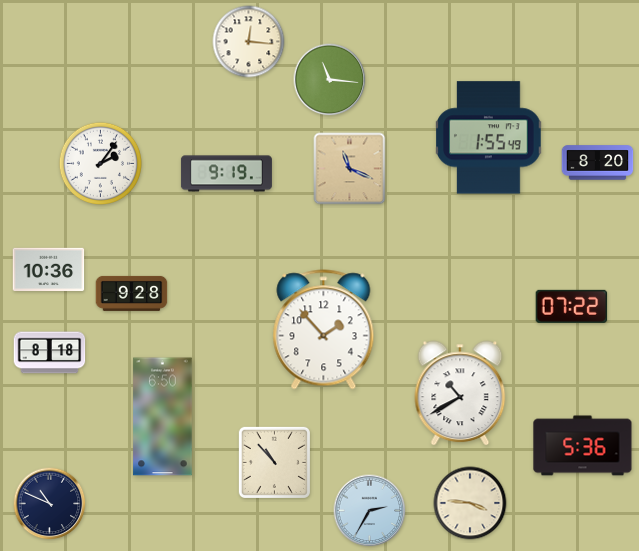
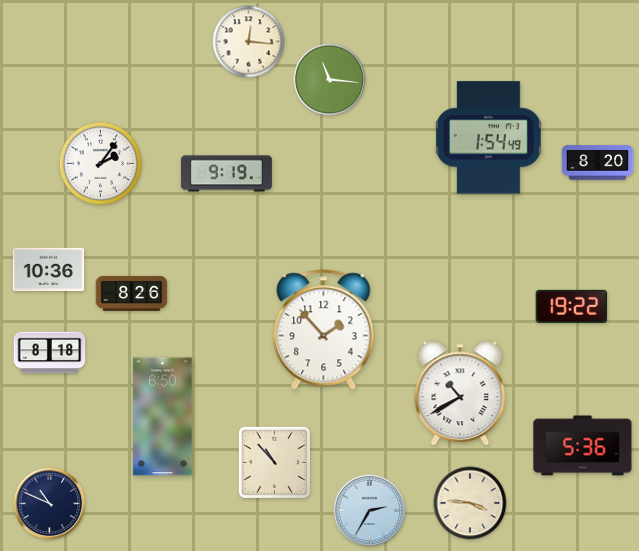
clock at (489, 138): 1:55 -> 1:54
clock at (350, 169): 11:19 -> none
clock at (132, 293): 9:28 -> 8:26
clock at (572, 306): 07:22 -> 19:22
